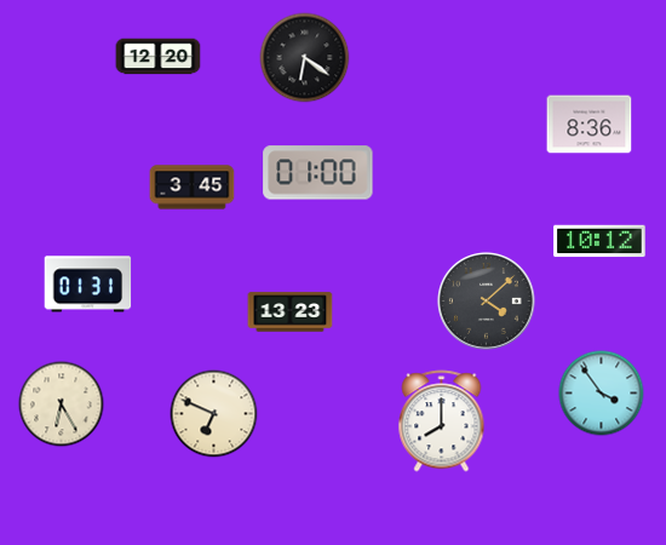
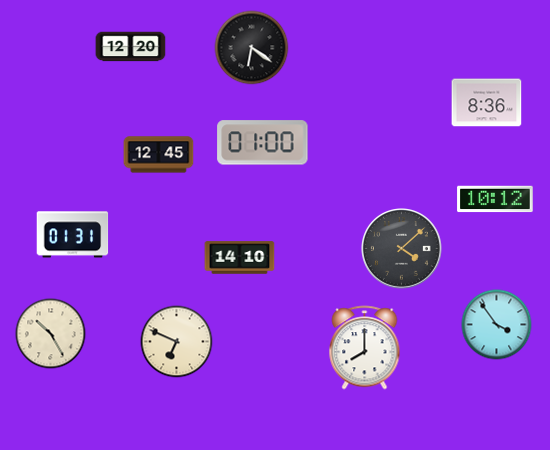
clock at (193, 188): 3:45 -> 12:45
clock at (291, 312): 13:23 -> 14:10
clock at (62, 405): 6:25 -> 10:25
